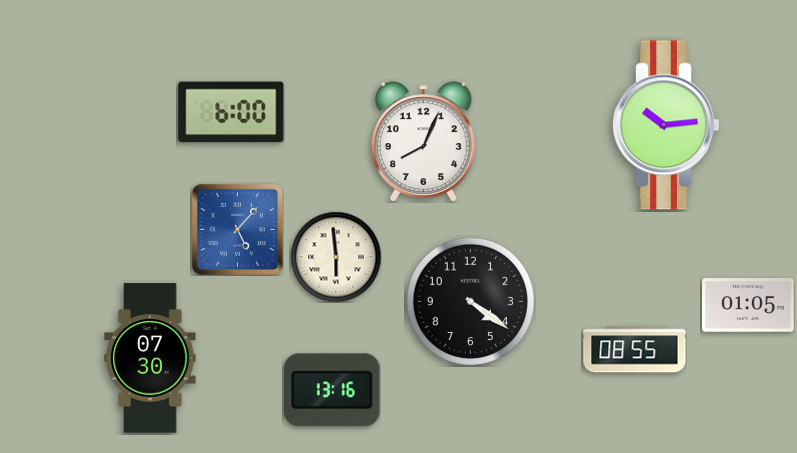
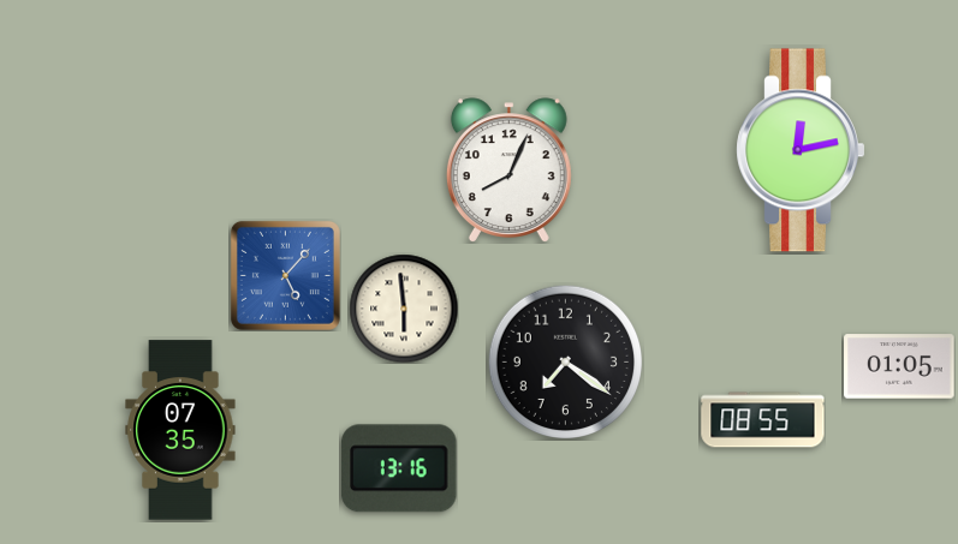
clock at (231, 112): 6:00 -> none
clock at (665, 125): 10:14 -> 12:13
clock at (470, 301): 4:21 -> 7:21
clock at (150, 358): 07:30 -> 07:35
